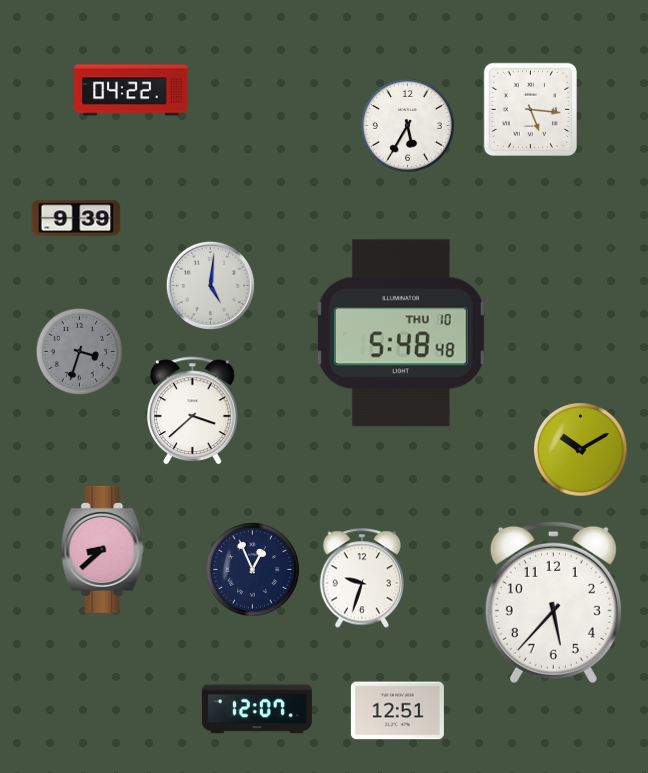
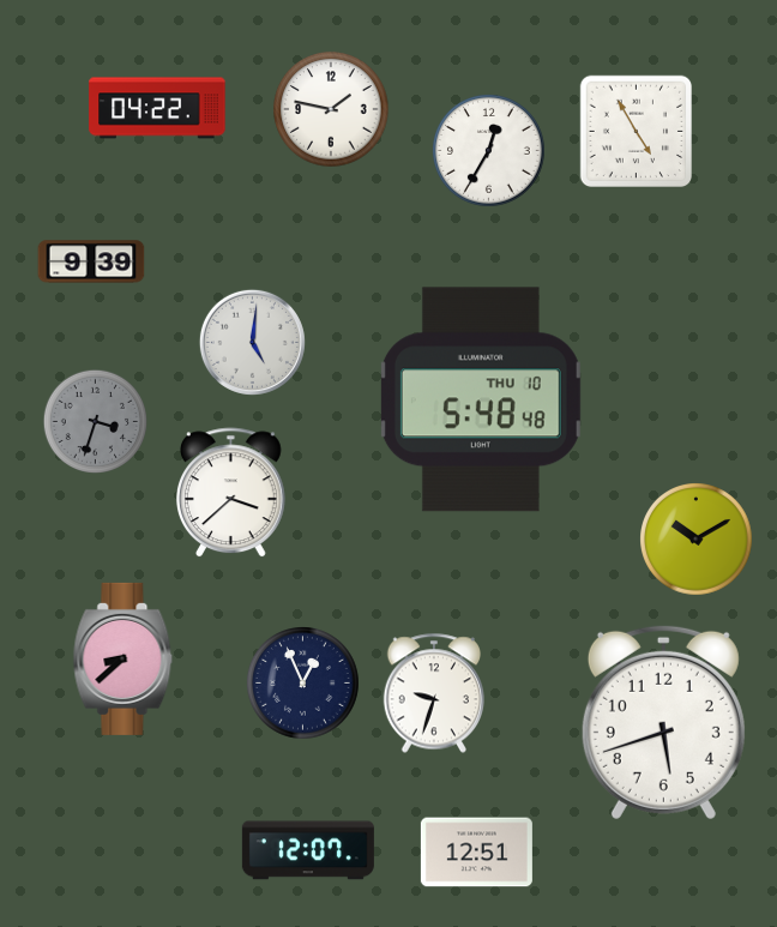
clock at (331, 109): none -> 1:47
clock at (530, 109): 5:16 -> 4:55
clock at (408, 126): 5:35 -> 12:35
clock at (553, 602): 5:37 -> 5:42
